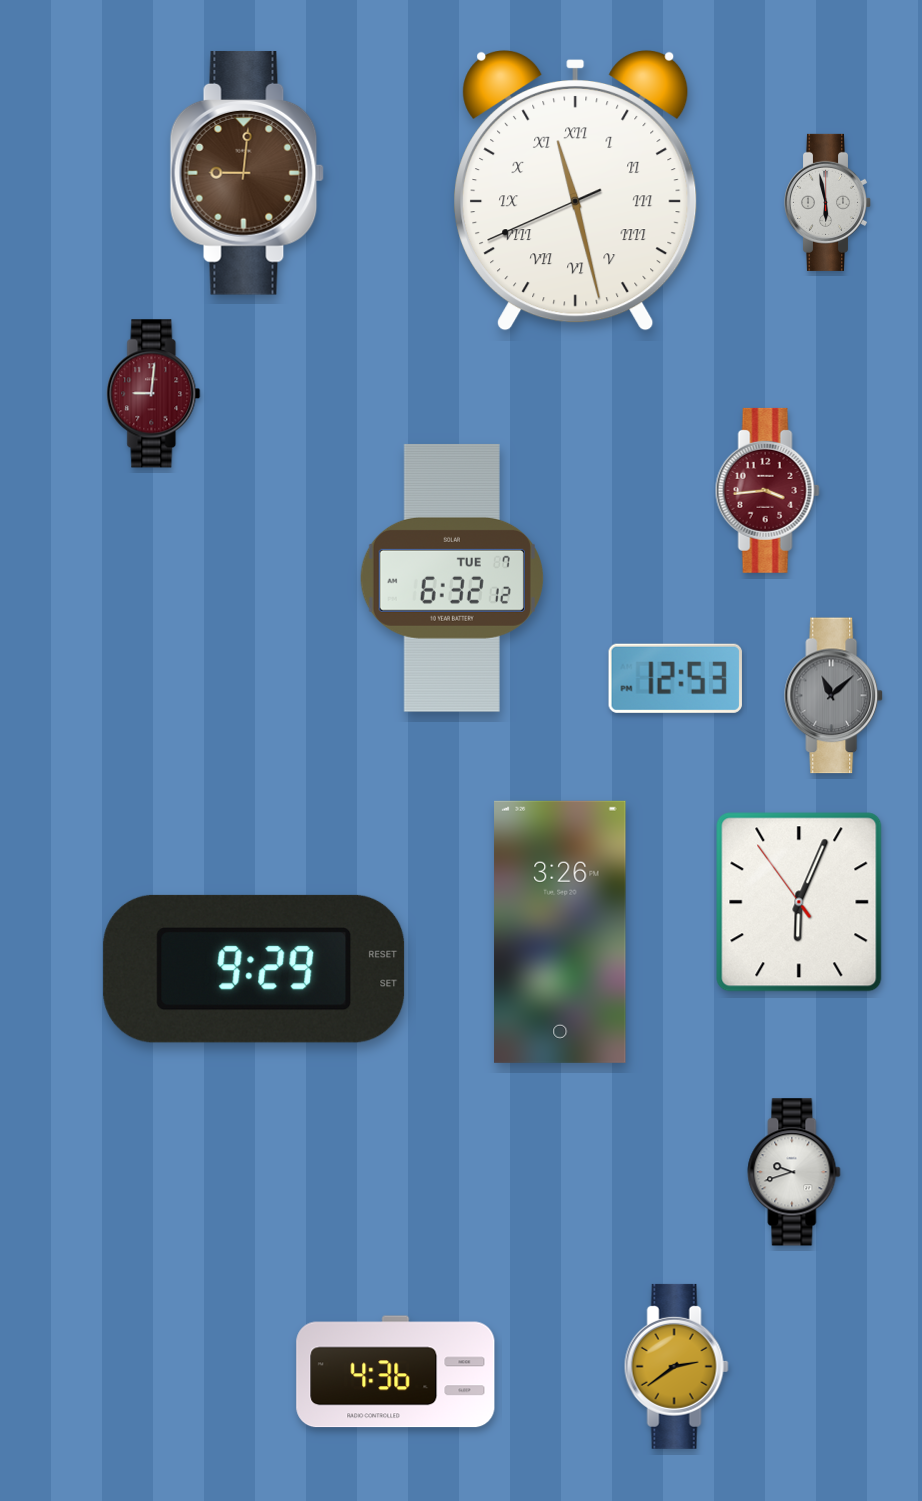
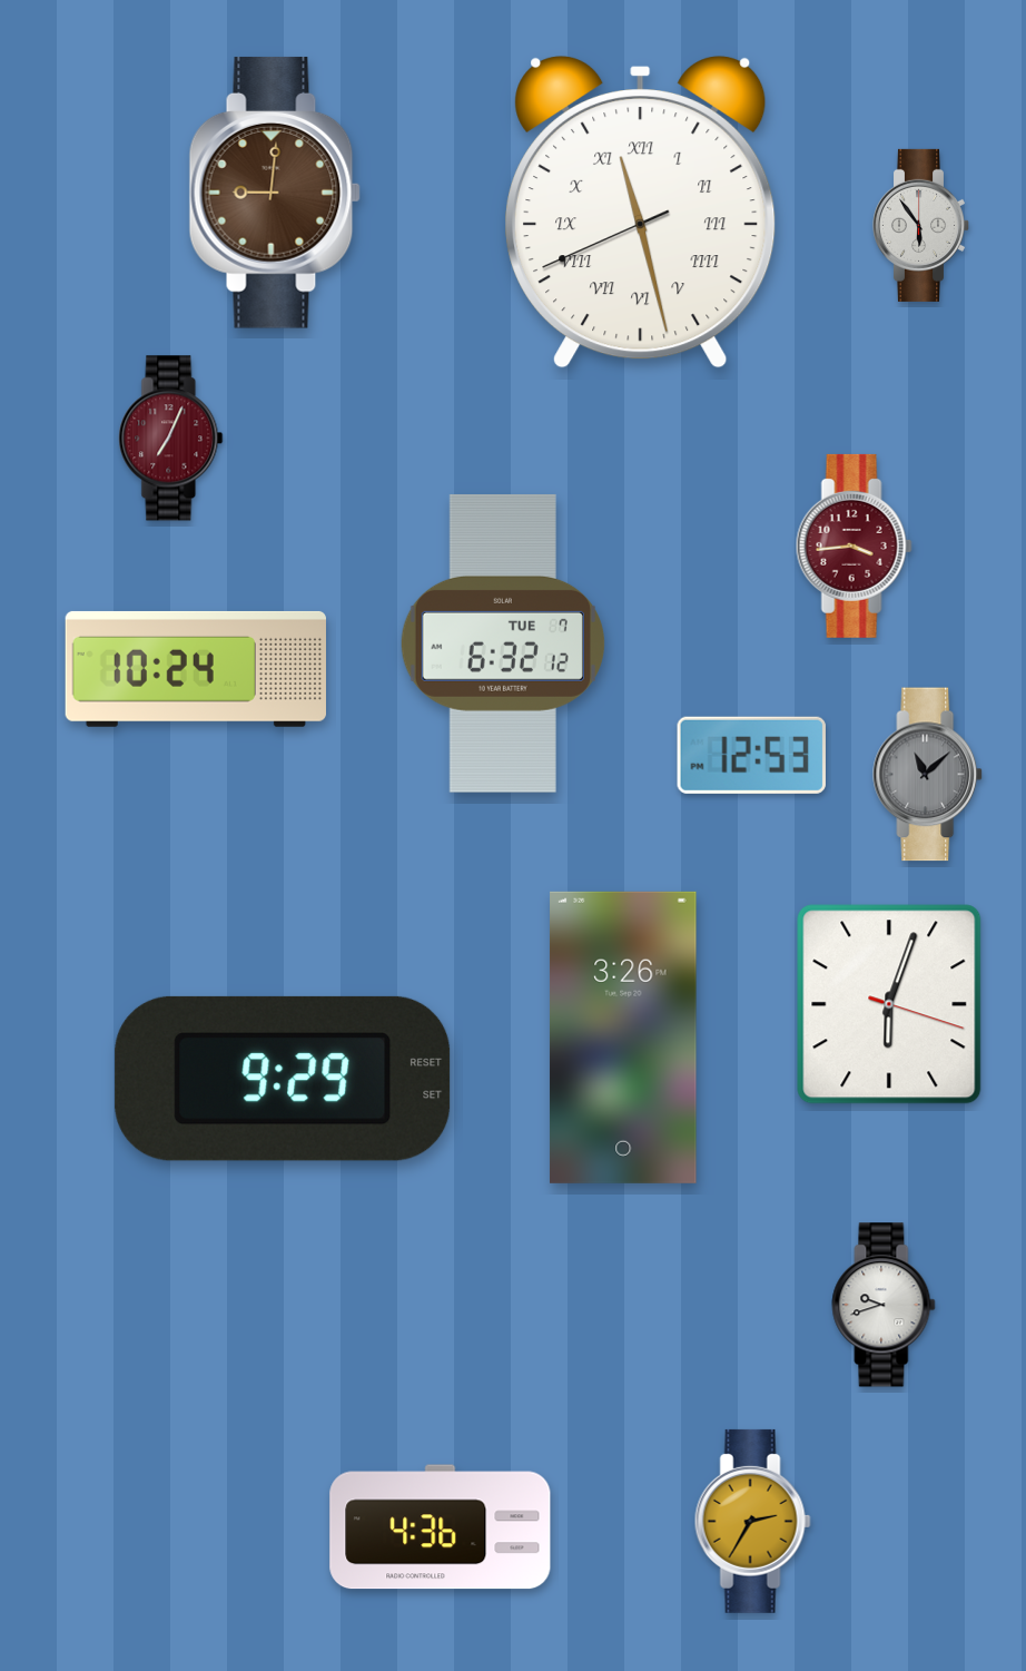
clock at (827, 202): 5:58 -> 5:54
clock at (154, 394): 9:01 -> 7:04
clock at (196, 669): none -> 10:24
clock at (799, 902): 6:03:54 -> 6:03:18
clock at (676, 1366): 2:39 -> 2:35
